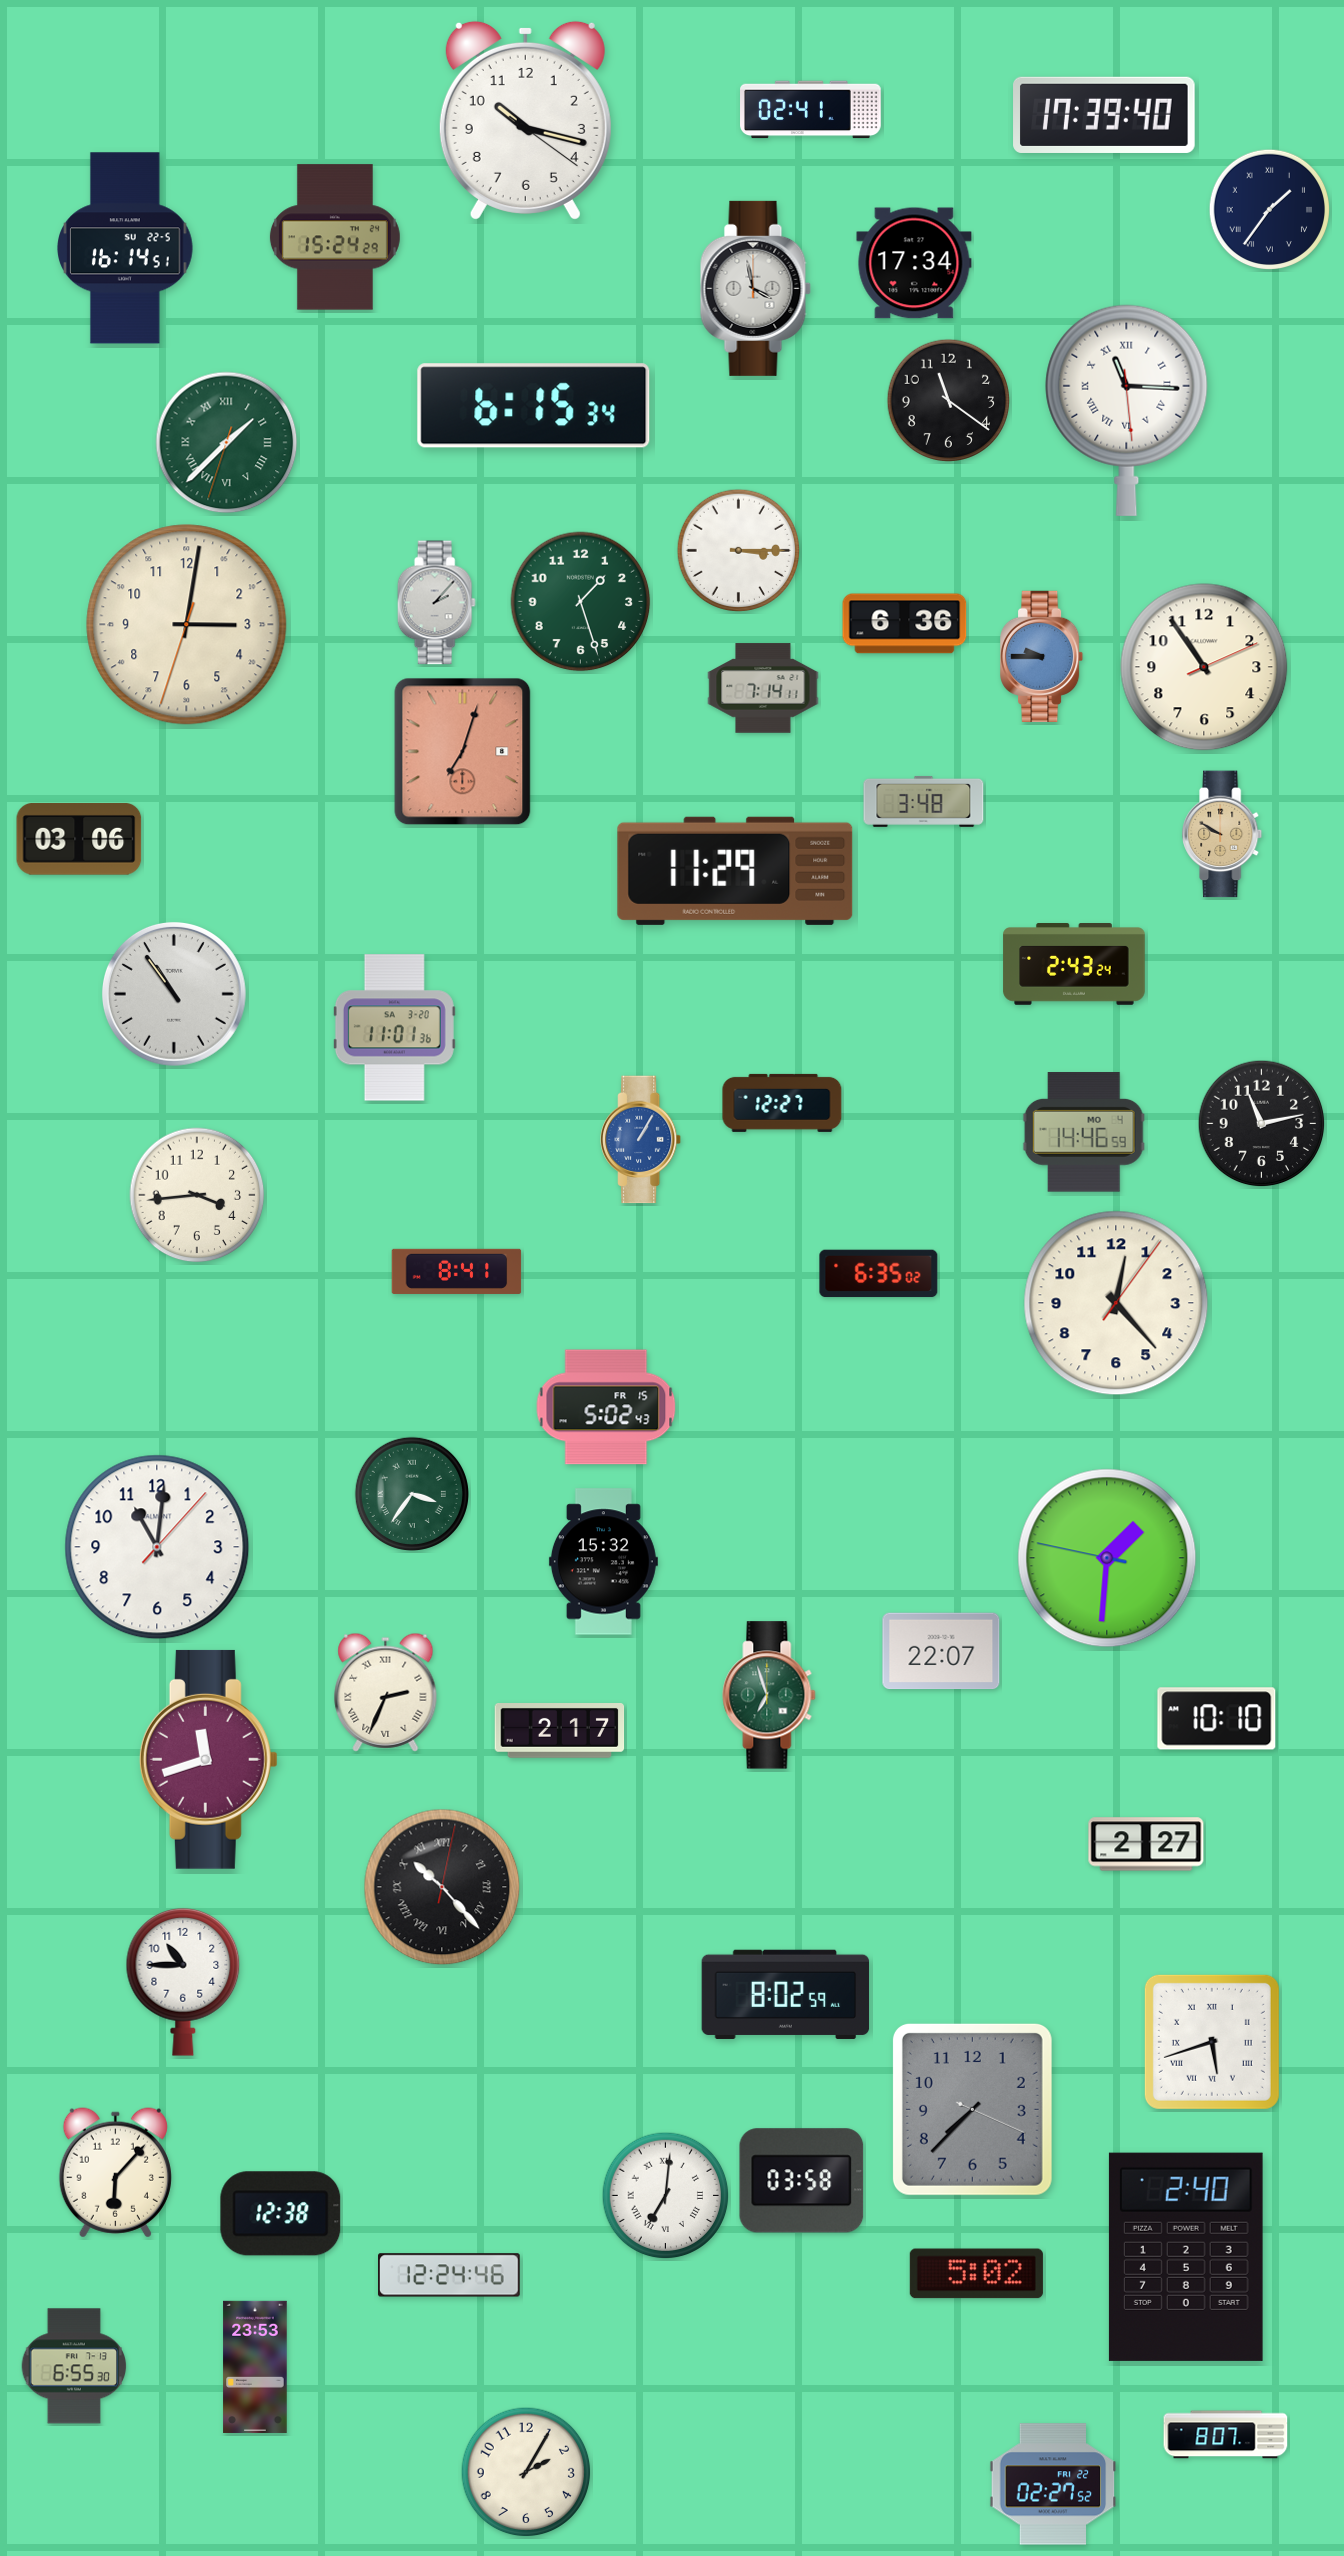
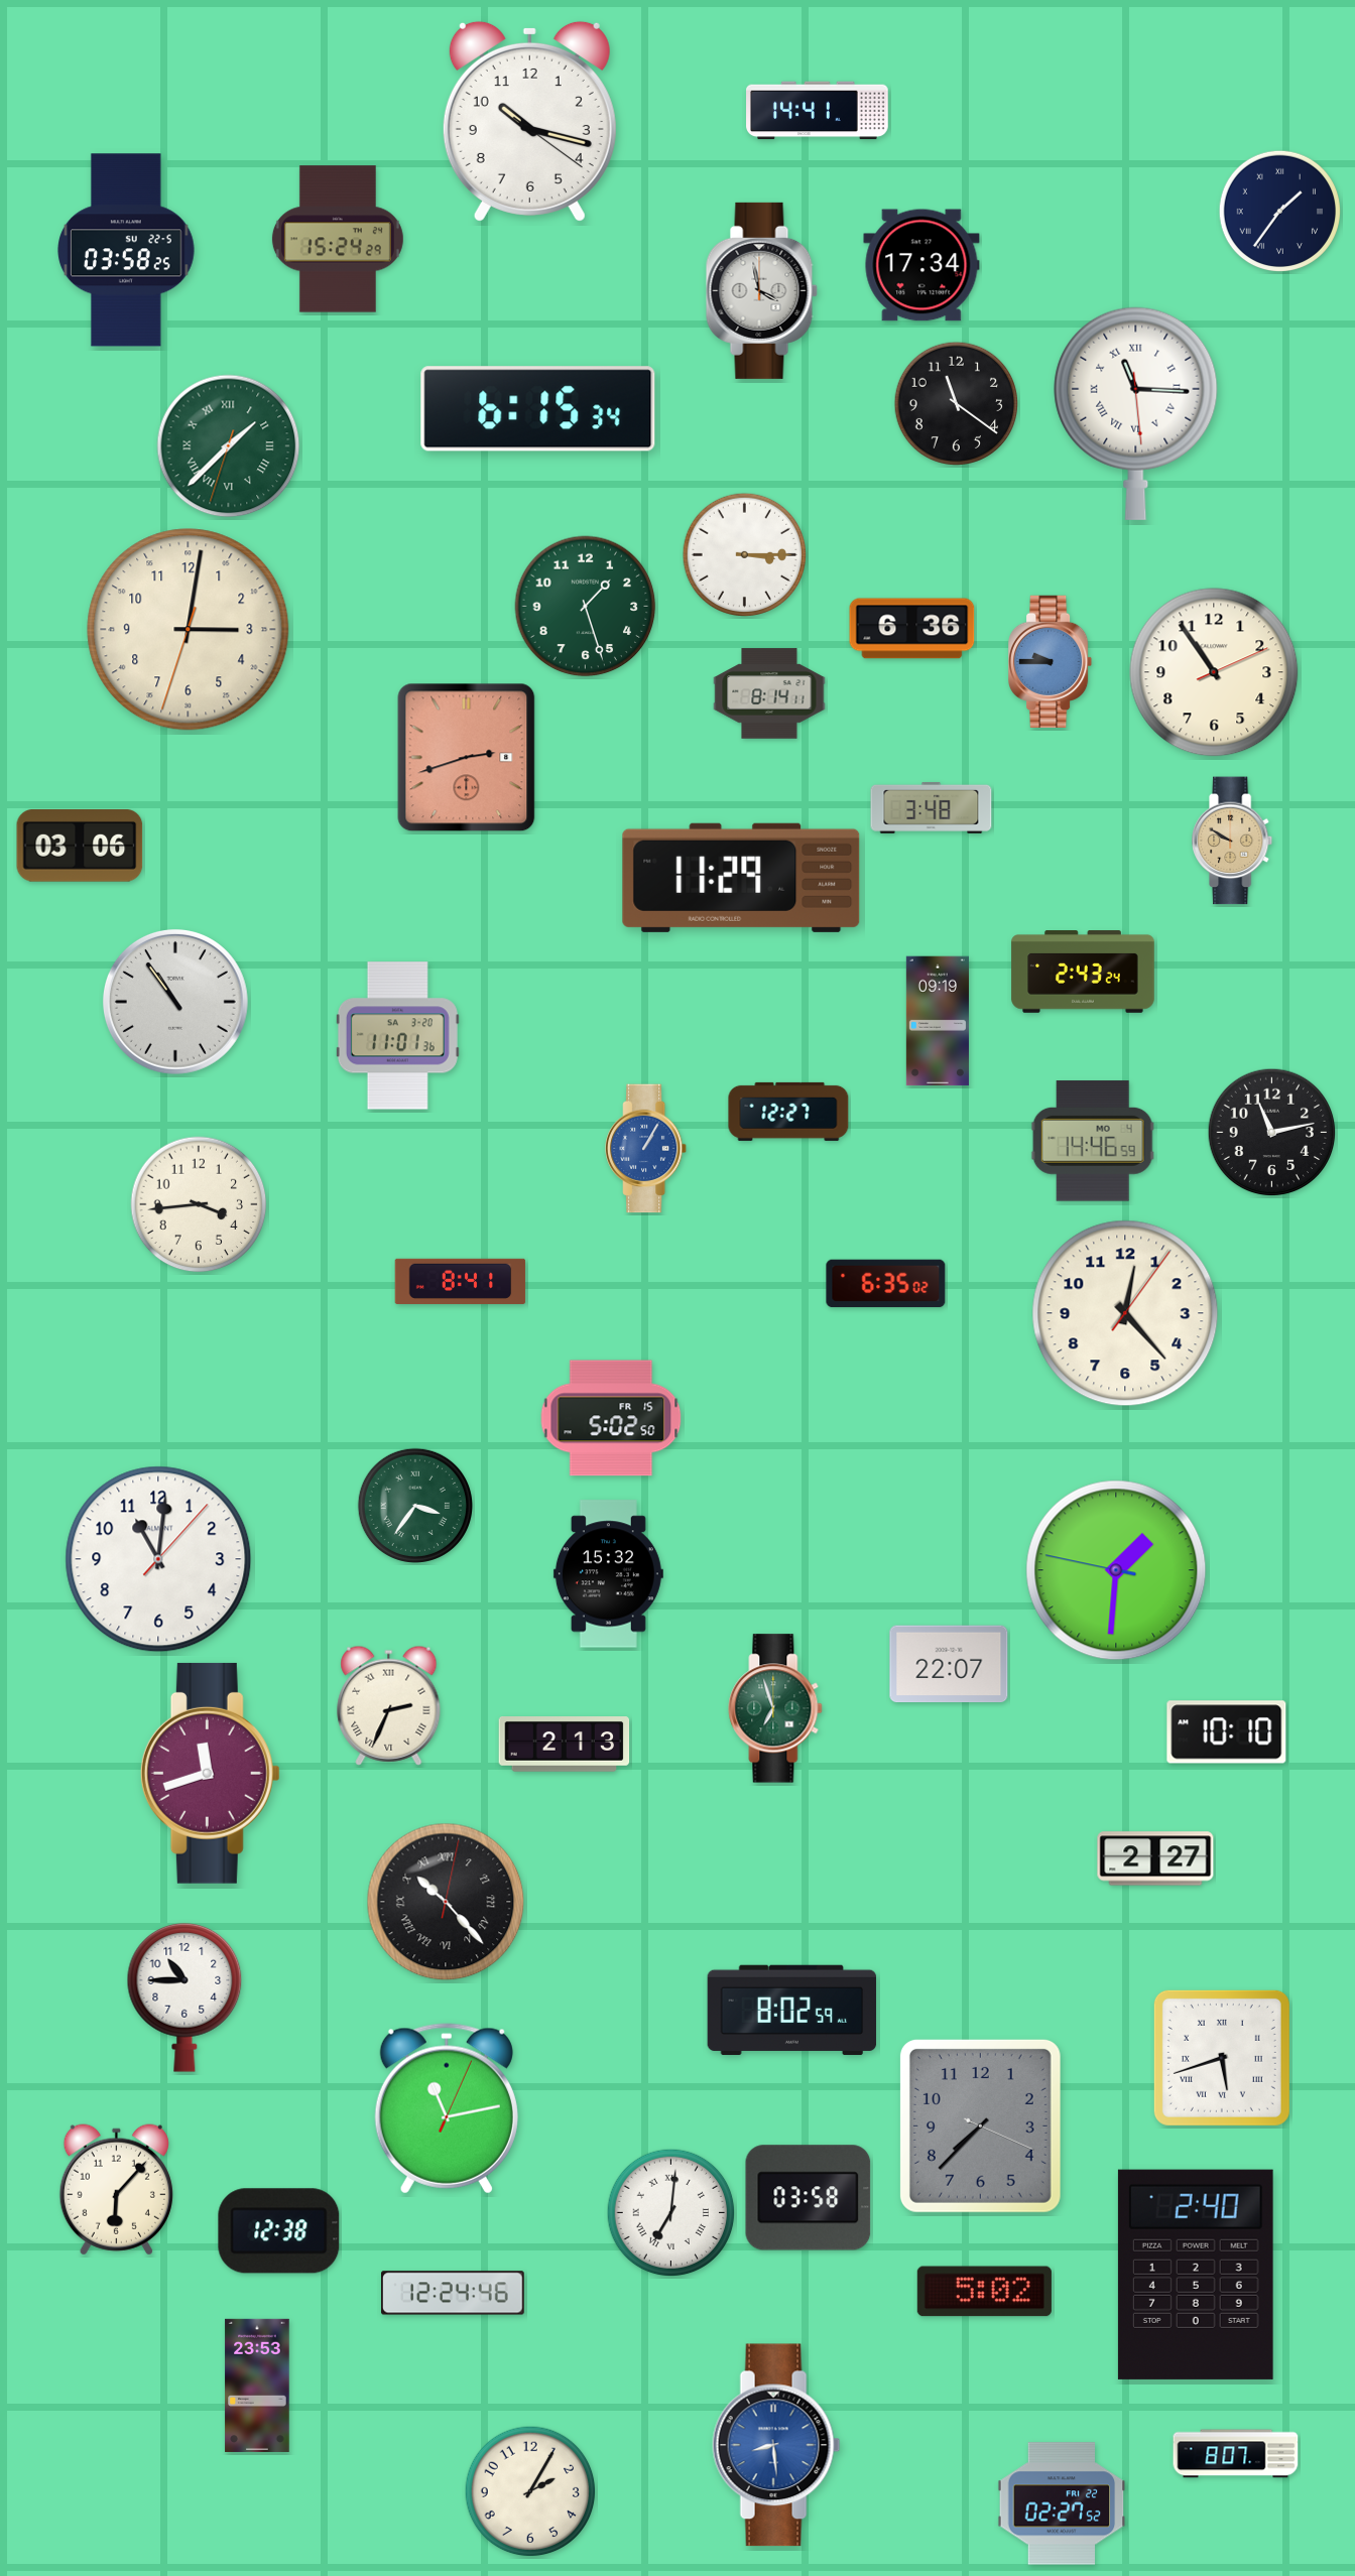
clock at (811, 110): 02:41 -> 14:41
clock at (1104, 115): 17:39 -> none
clock at (125, 248): 16:14 -> 03:58
clock at (436, 603): 2:07 -> none
clock at (763, 688): 7:14 -> 8:14
clock at (463, 752): 7:03 -> 2:42
clock at (938, 1021): none -> 09:19
clock at (606, 1407): 5:02:43 -> 5:02:50
clock at (560, 1731): 2:17 -> 2:13
clock at (447, 2108): none -> 11:13
clock at (281, 2214) position: (281, 2214) -> (279, 2231)
clock at (74, 2366): 6:55 -> none
clock at (776, 2445): none -> 8:29
